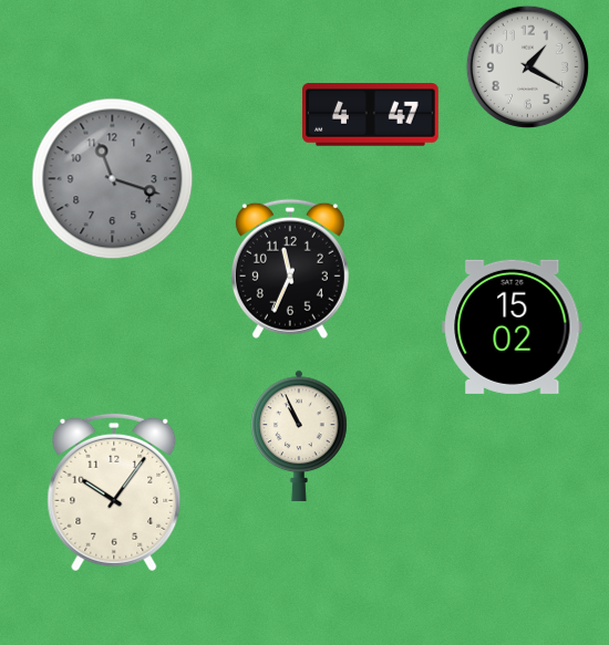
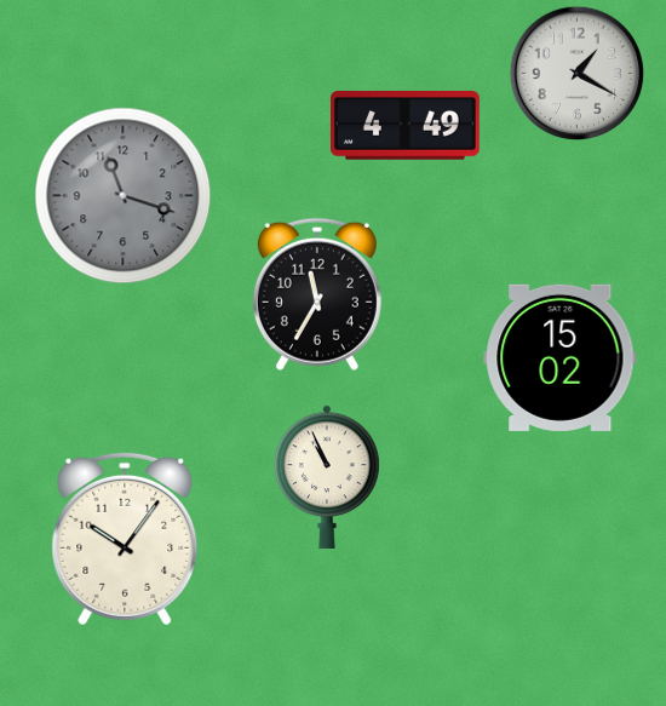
clock at (371, 115): 4:47 -> 4:49
clock at (290, 269): 11:34 -> 11:35
